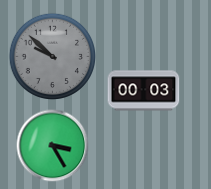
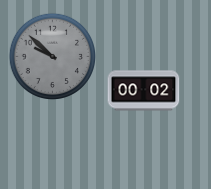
clock at (144, 91): 00:03 -> 00:02
clock at (53, 146): 3:25 -> none
